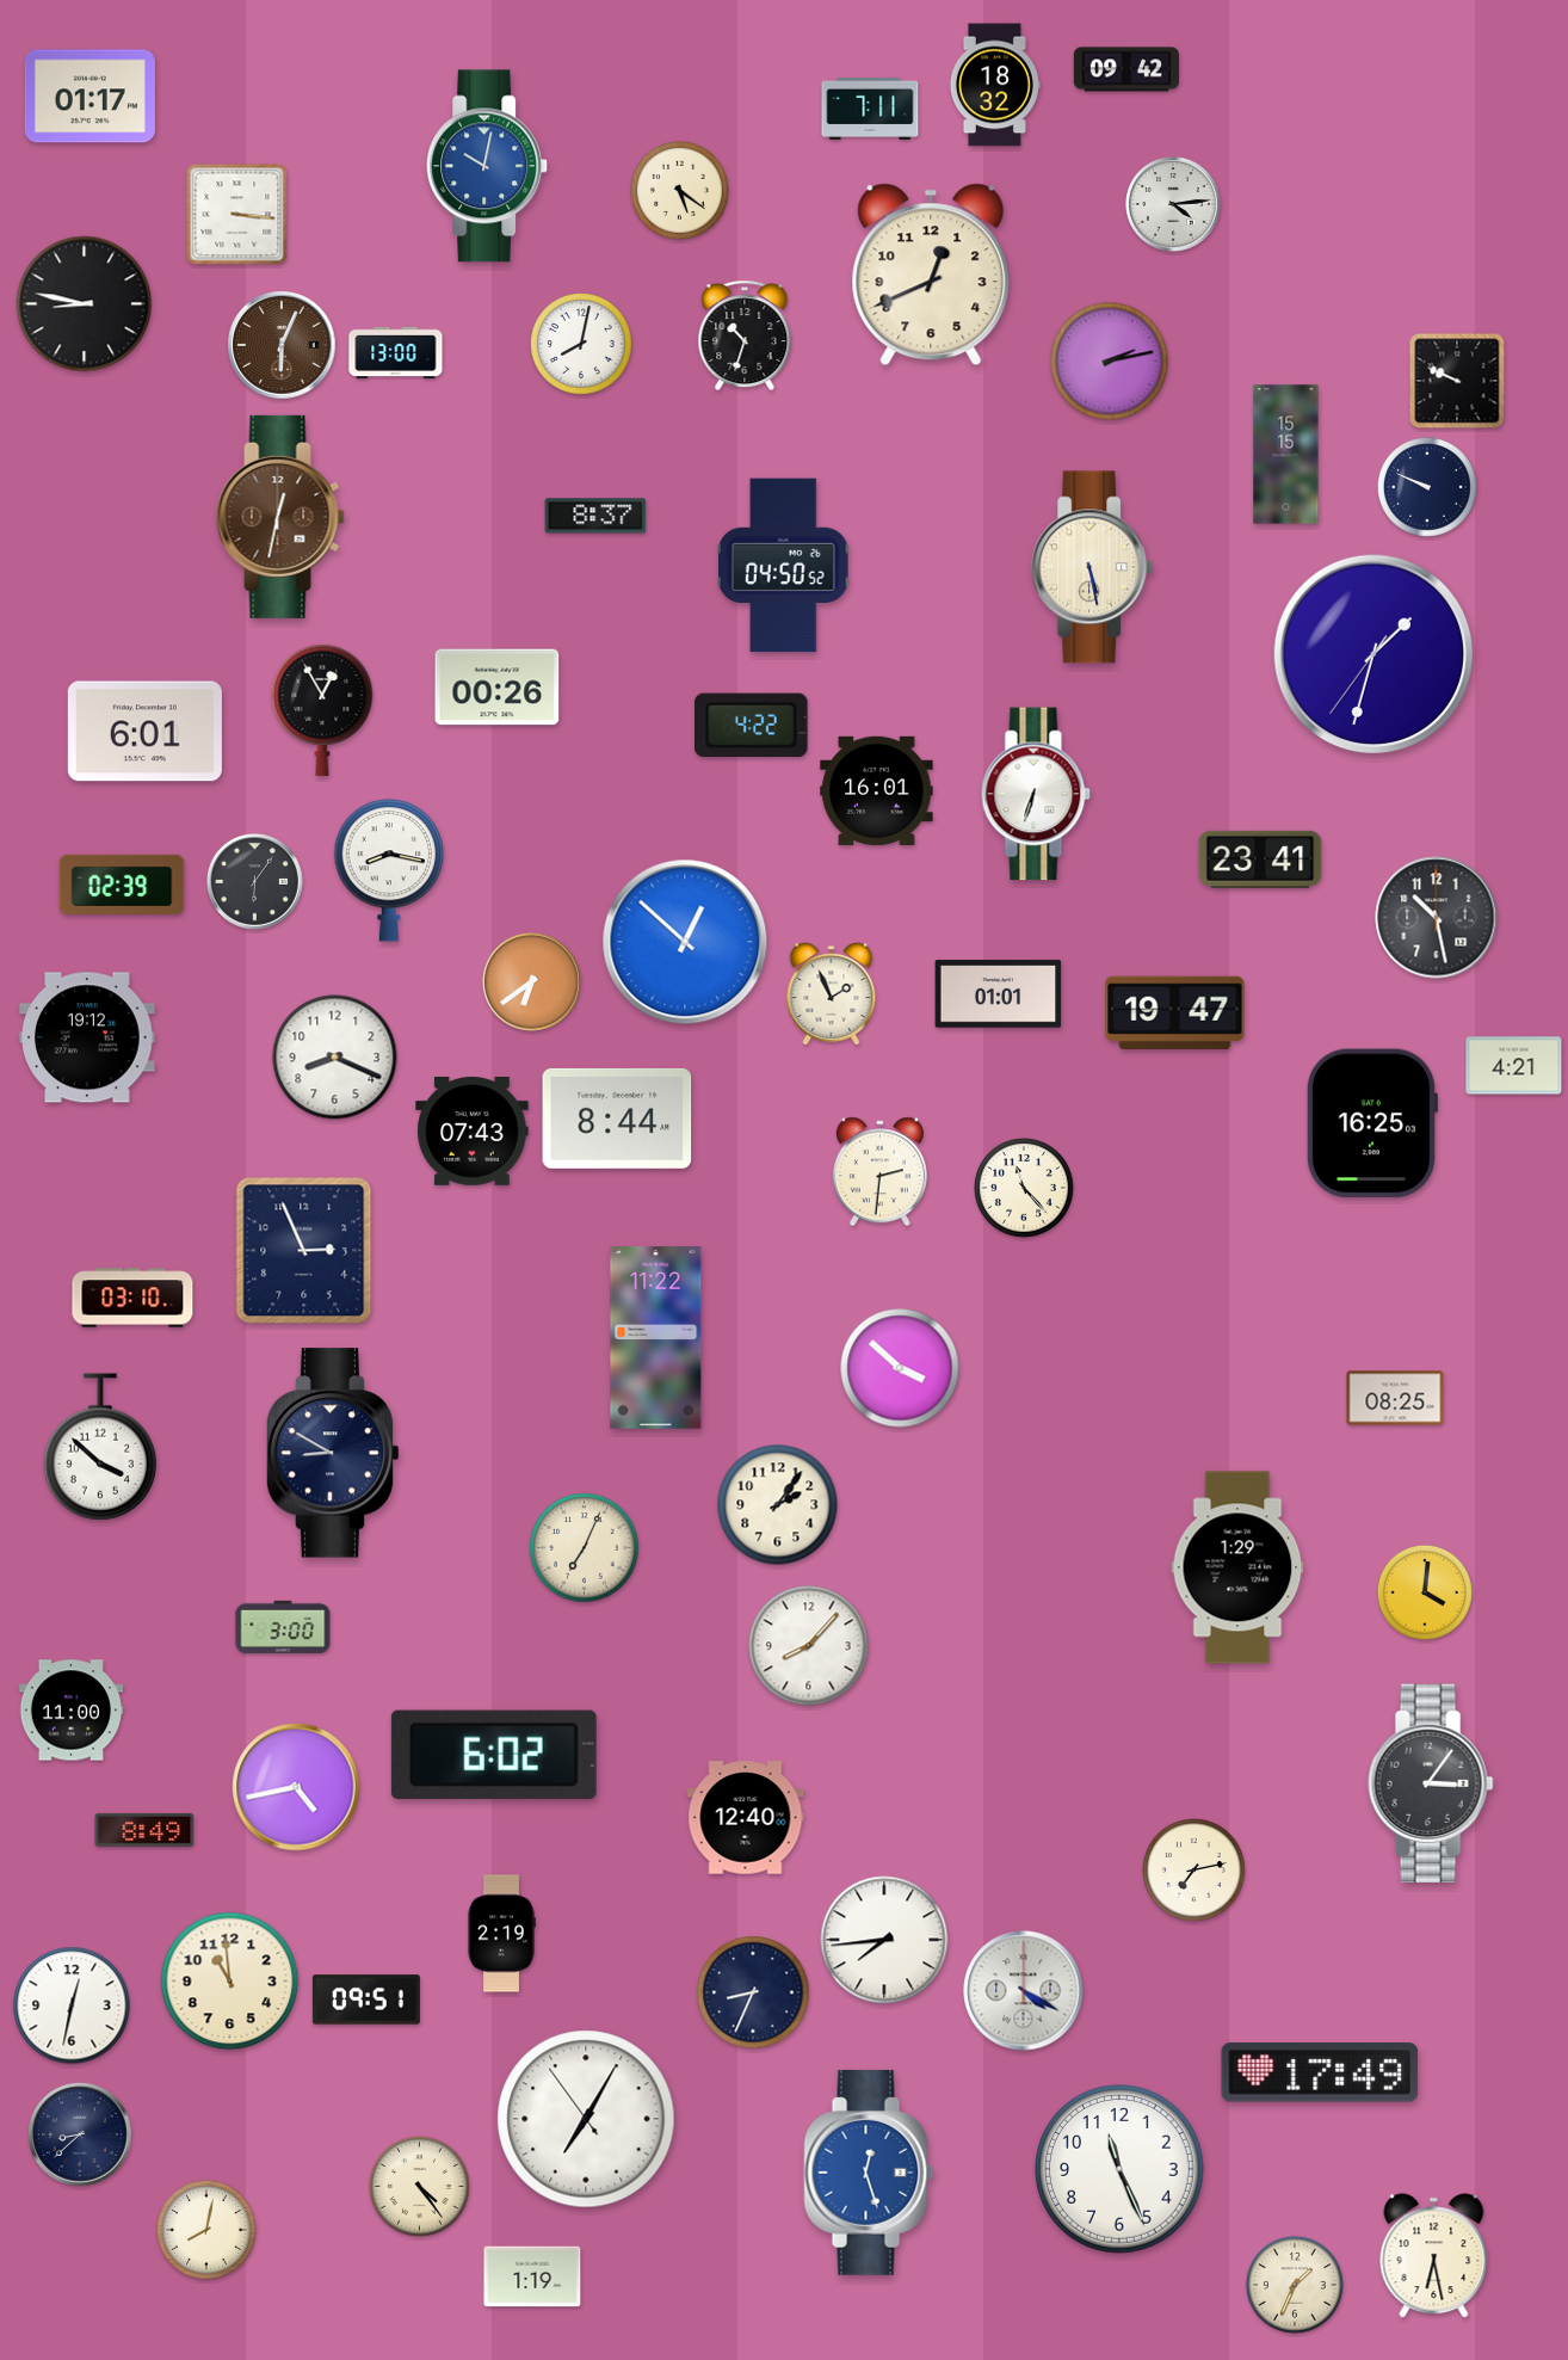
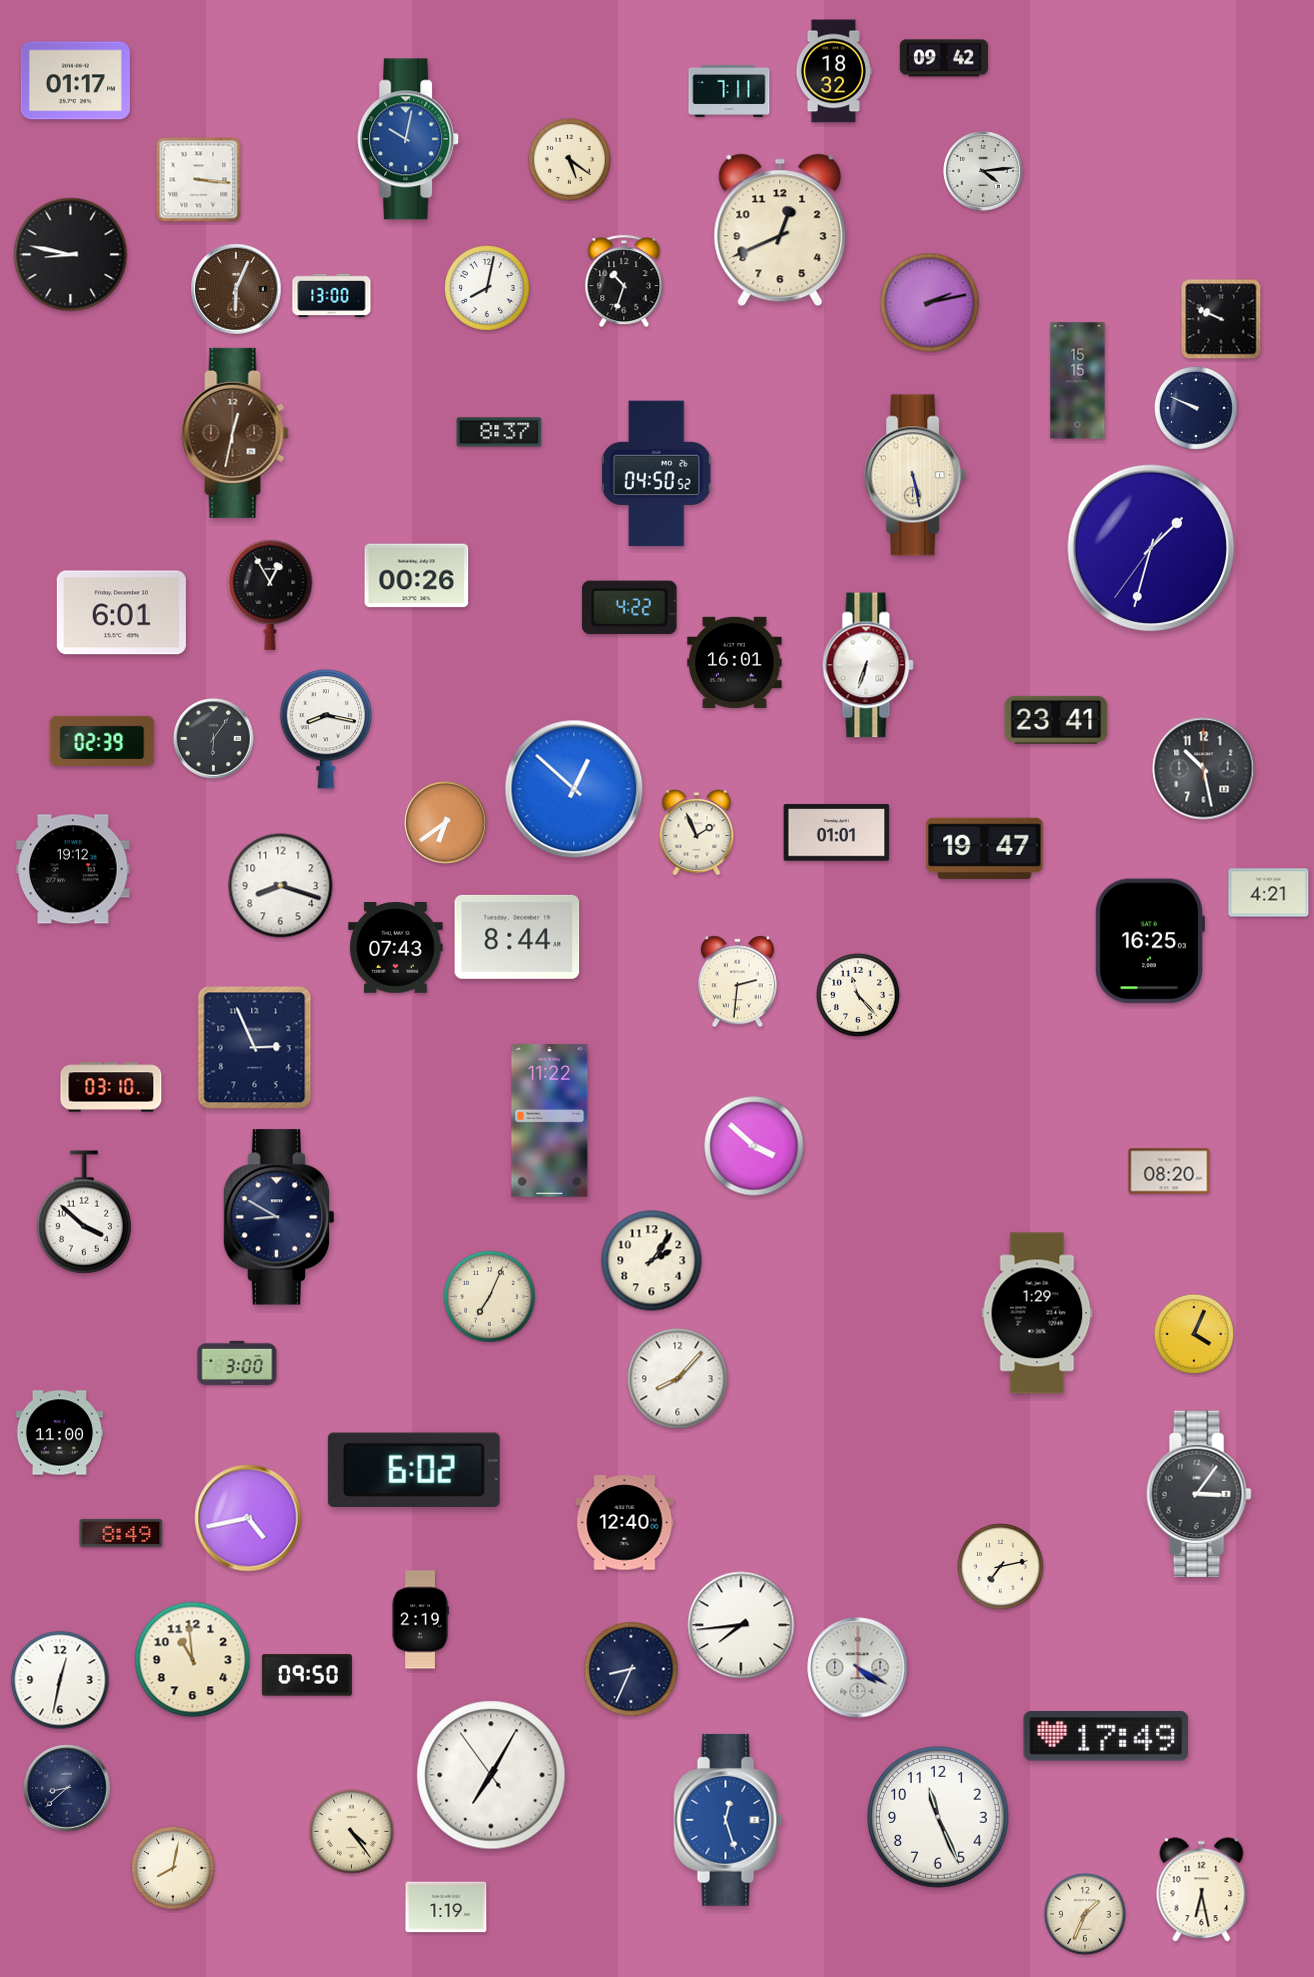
clock at (335, 1058): 8:19 -> 8:18
clock at (1395, 1398): 08:25 -> 08:20
clock at (1425, 1592): 4:01 -> 4:04
clock at (296, 1787) position: (296, 1787) -> (248, 1518)
clock at (366, 1999): 09:51 -> 09:50
